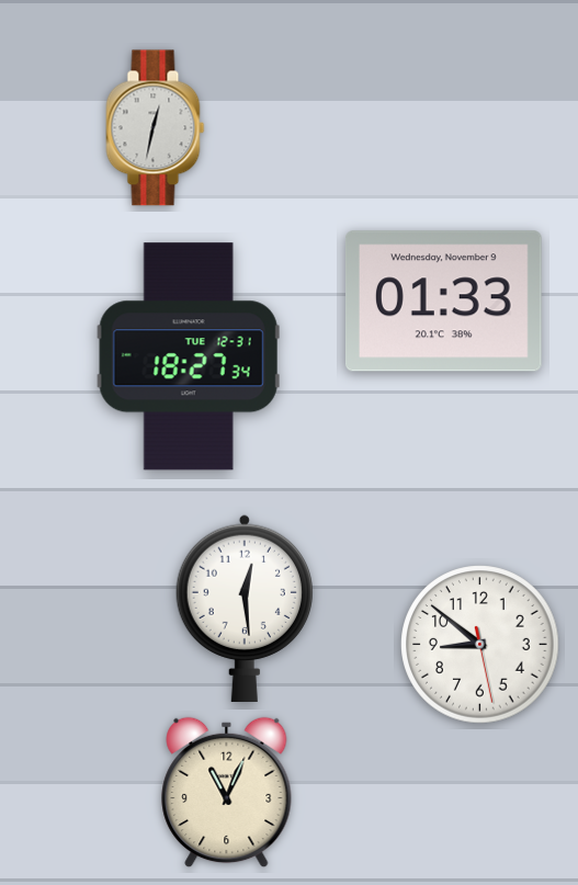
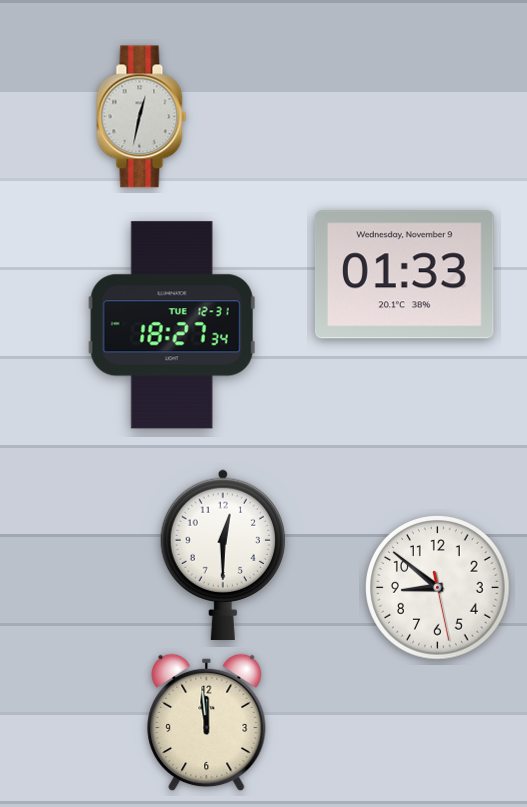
clock at (245, 608): 12:29 -> 12:30
clock at (227, 793): 11:04 -> 11:59
